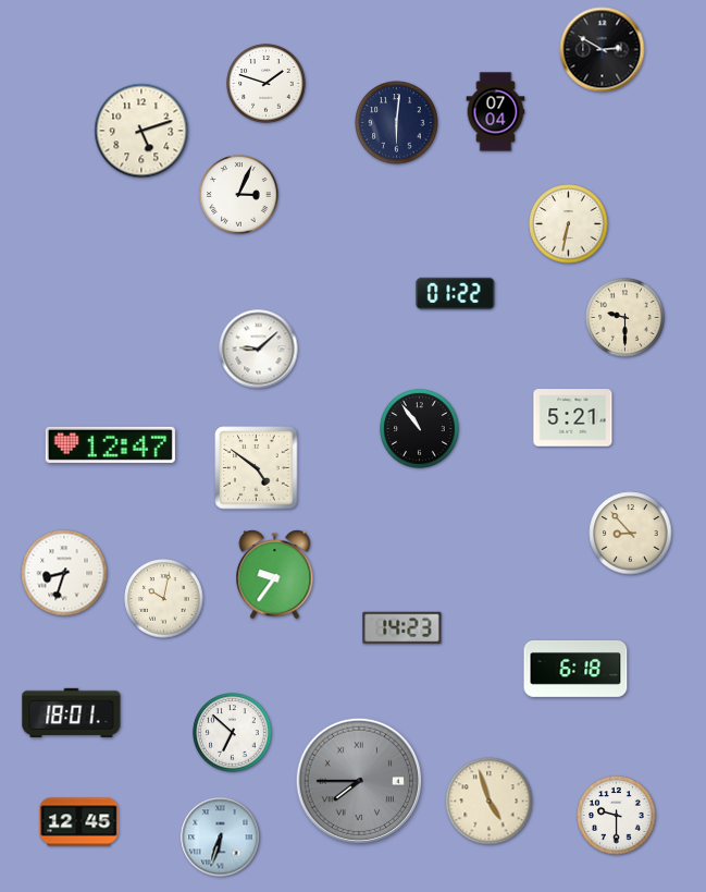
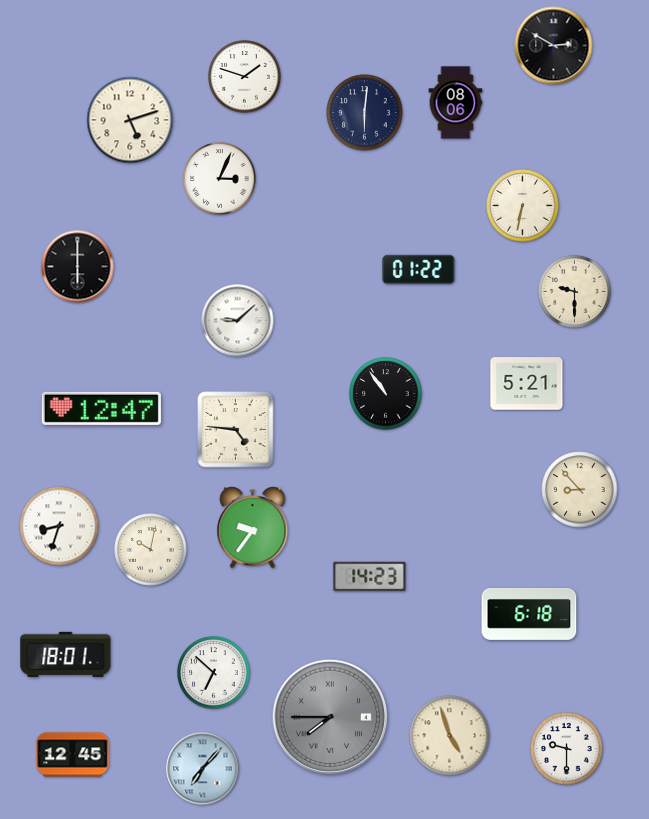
clock at (496, 112): 07:04 -> 08:06
clock at (78, 267): none -> 6:00
clock at (257, 468): 4:51 -> 4:46
clock at (221, 838): 6:33 -> 7:07
